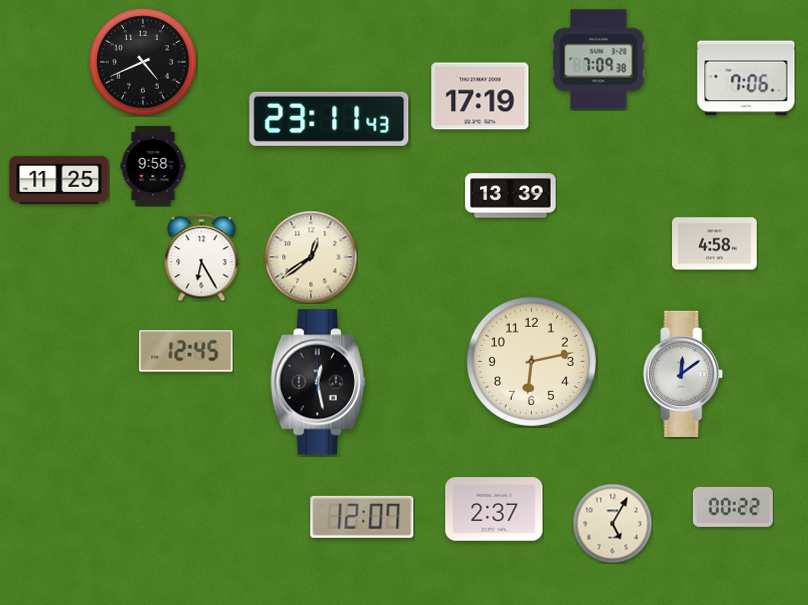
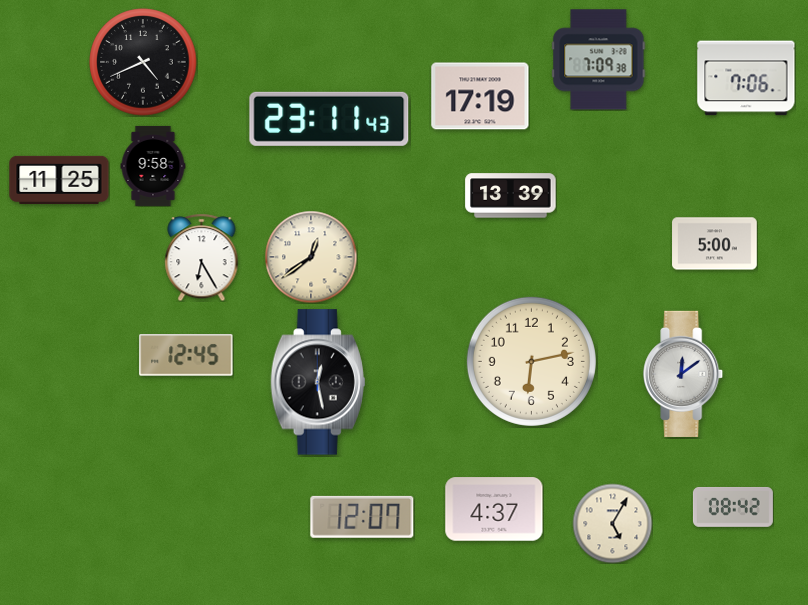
clock at (715, 244): 4:58 -> 5:00
clock at (186, 351) position: (186, 351) -> (186, 355)
clock at (733, 507): 00:22 -> 08:42
clock at (494, 509): 2:37 -> 4:37
